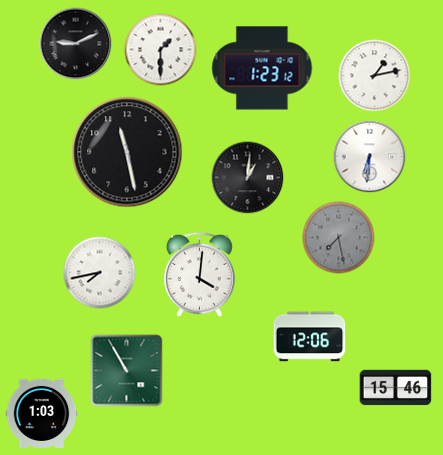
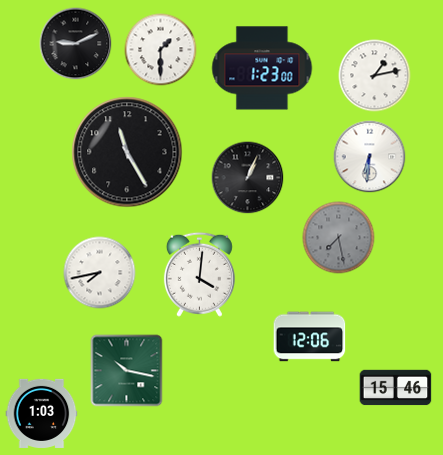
clock at (262, 68): 1:23:12 -> 1:23:00
clock at (127, 152): 11:28 -> 11:25
clock at (248, 178): 1:01 -> 1:04
clock at (127, 371): 10:55 -> 10:17
